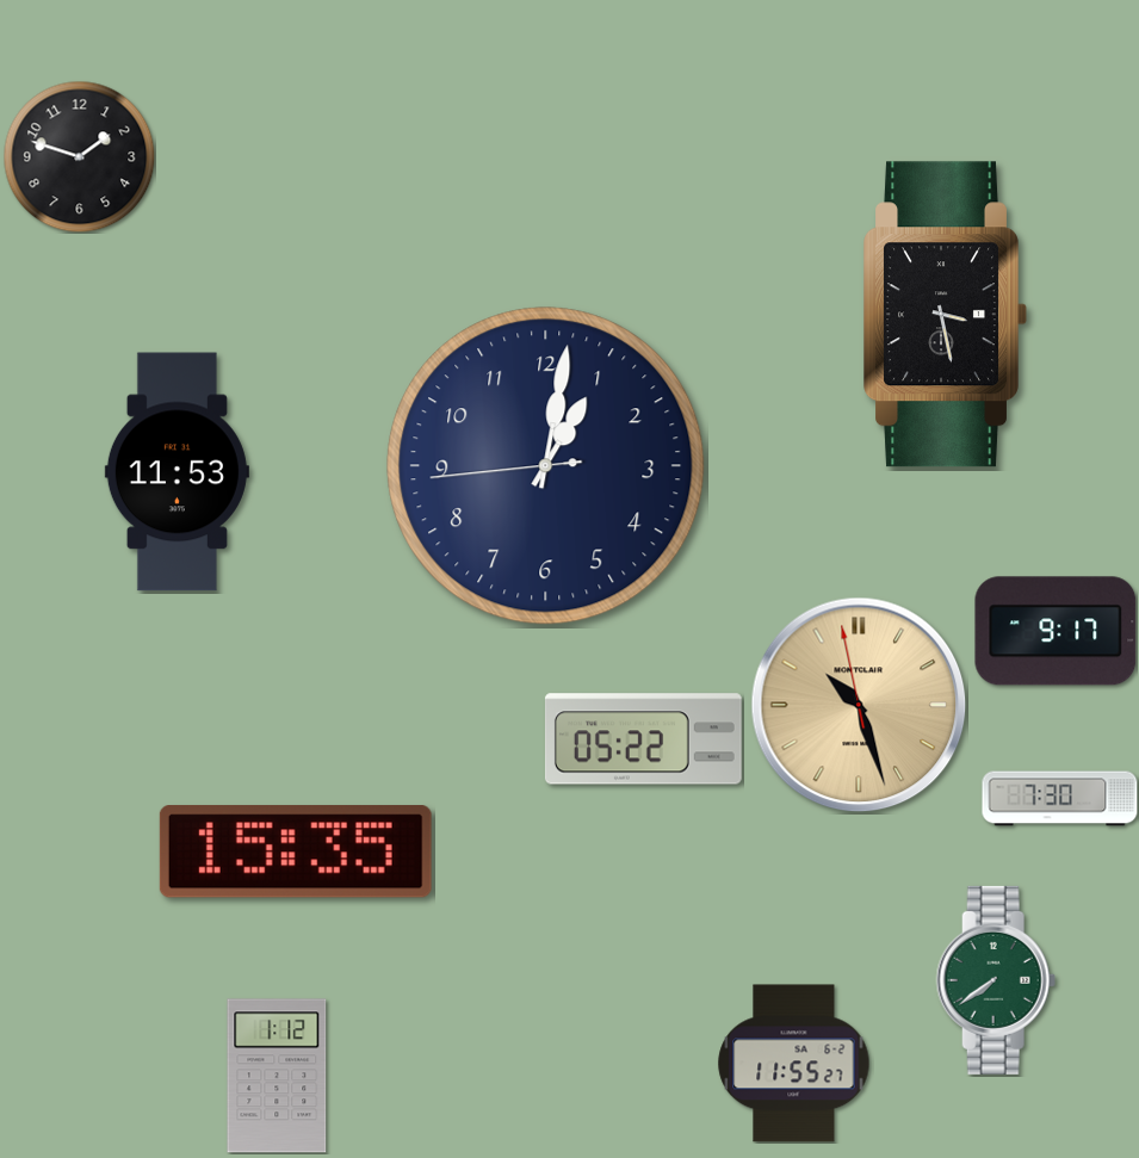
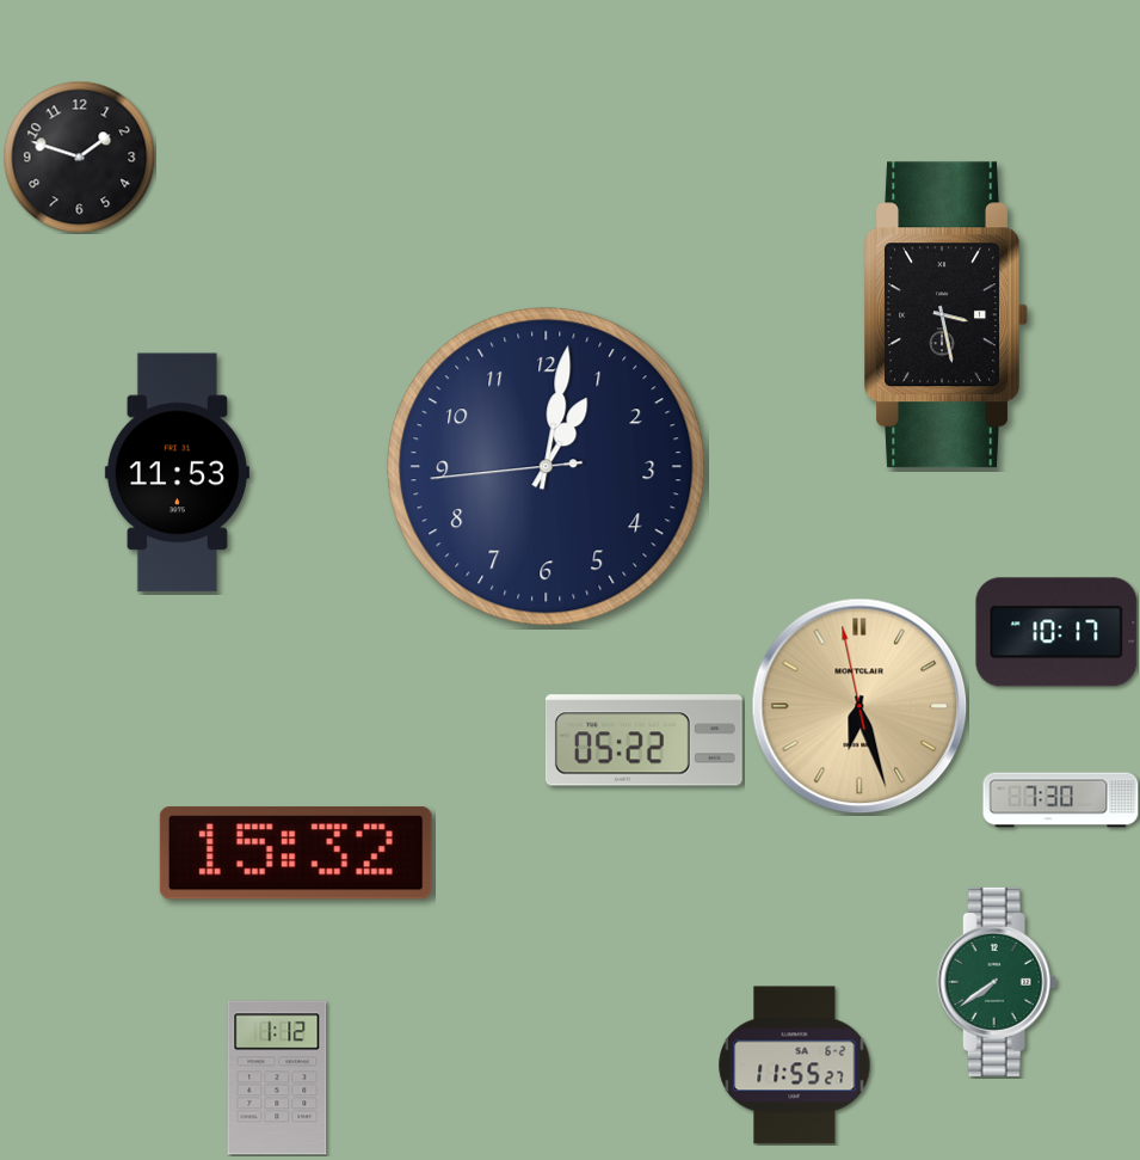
clock at (1056, 631): 9:17 -> 10:17
clock at (859, 705): 10:26 -> 6:26
clock at (296, 852): 15:35 -> 15:32
